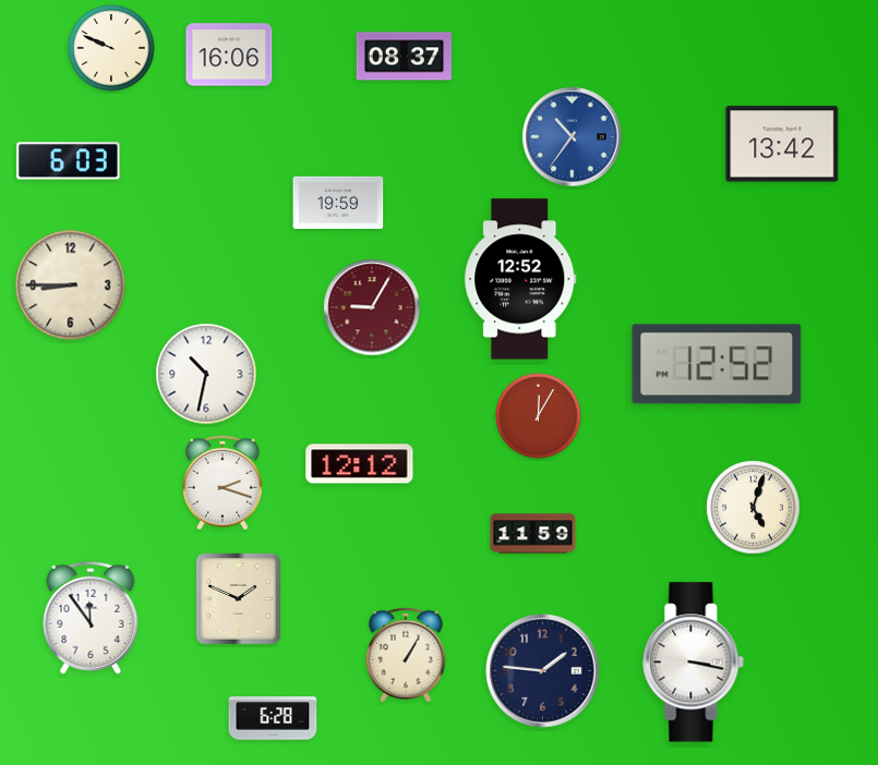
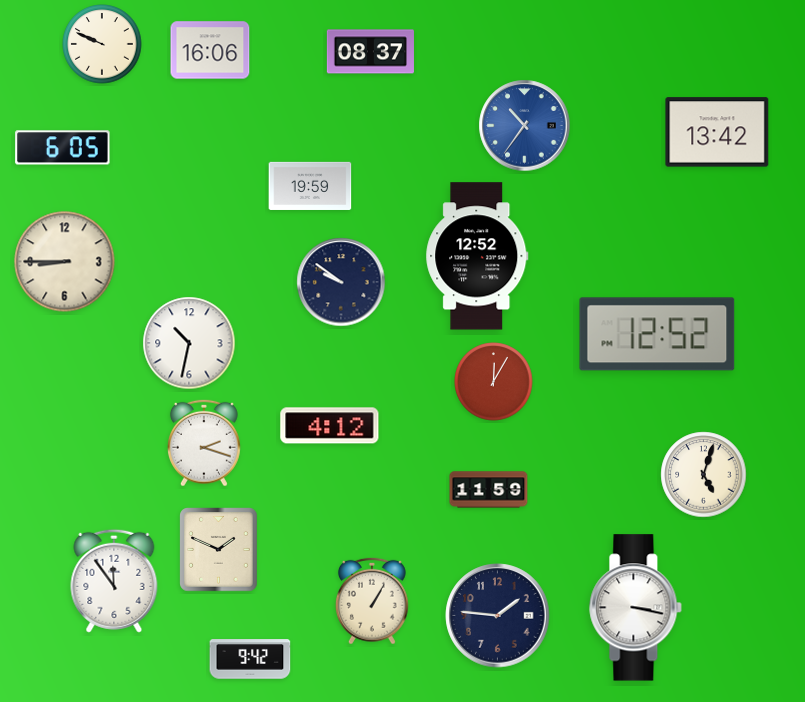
clock at (69, 161): 6:03 -> 6:05
clock at (372, 307): 9:05 -> 9:51
clock at (372, 307) dial: burgundy -> navy
clock at (360, 464): 12:12 -> 4:12
clock at (754, 508) position: (754, 508) -> (704, 475)
clock at (91, 618) position: (91, 618) -> (114, 581)
clock at (273, 718): 6:28 -> 9:42
